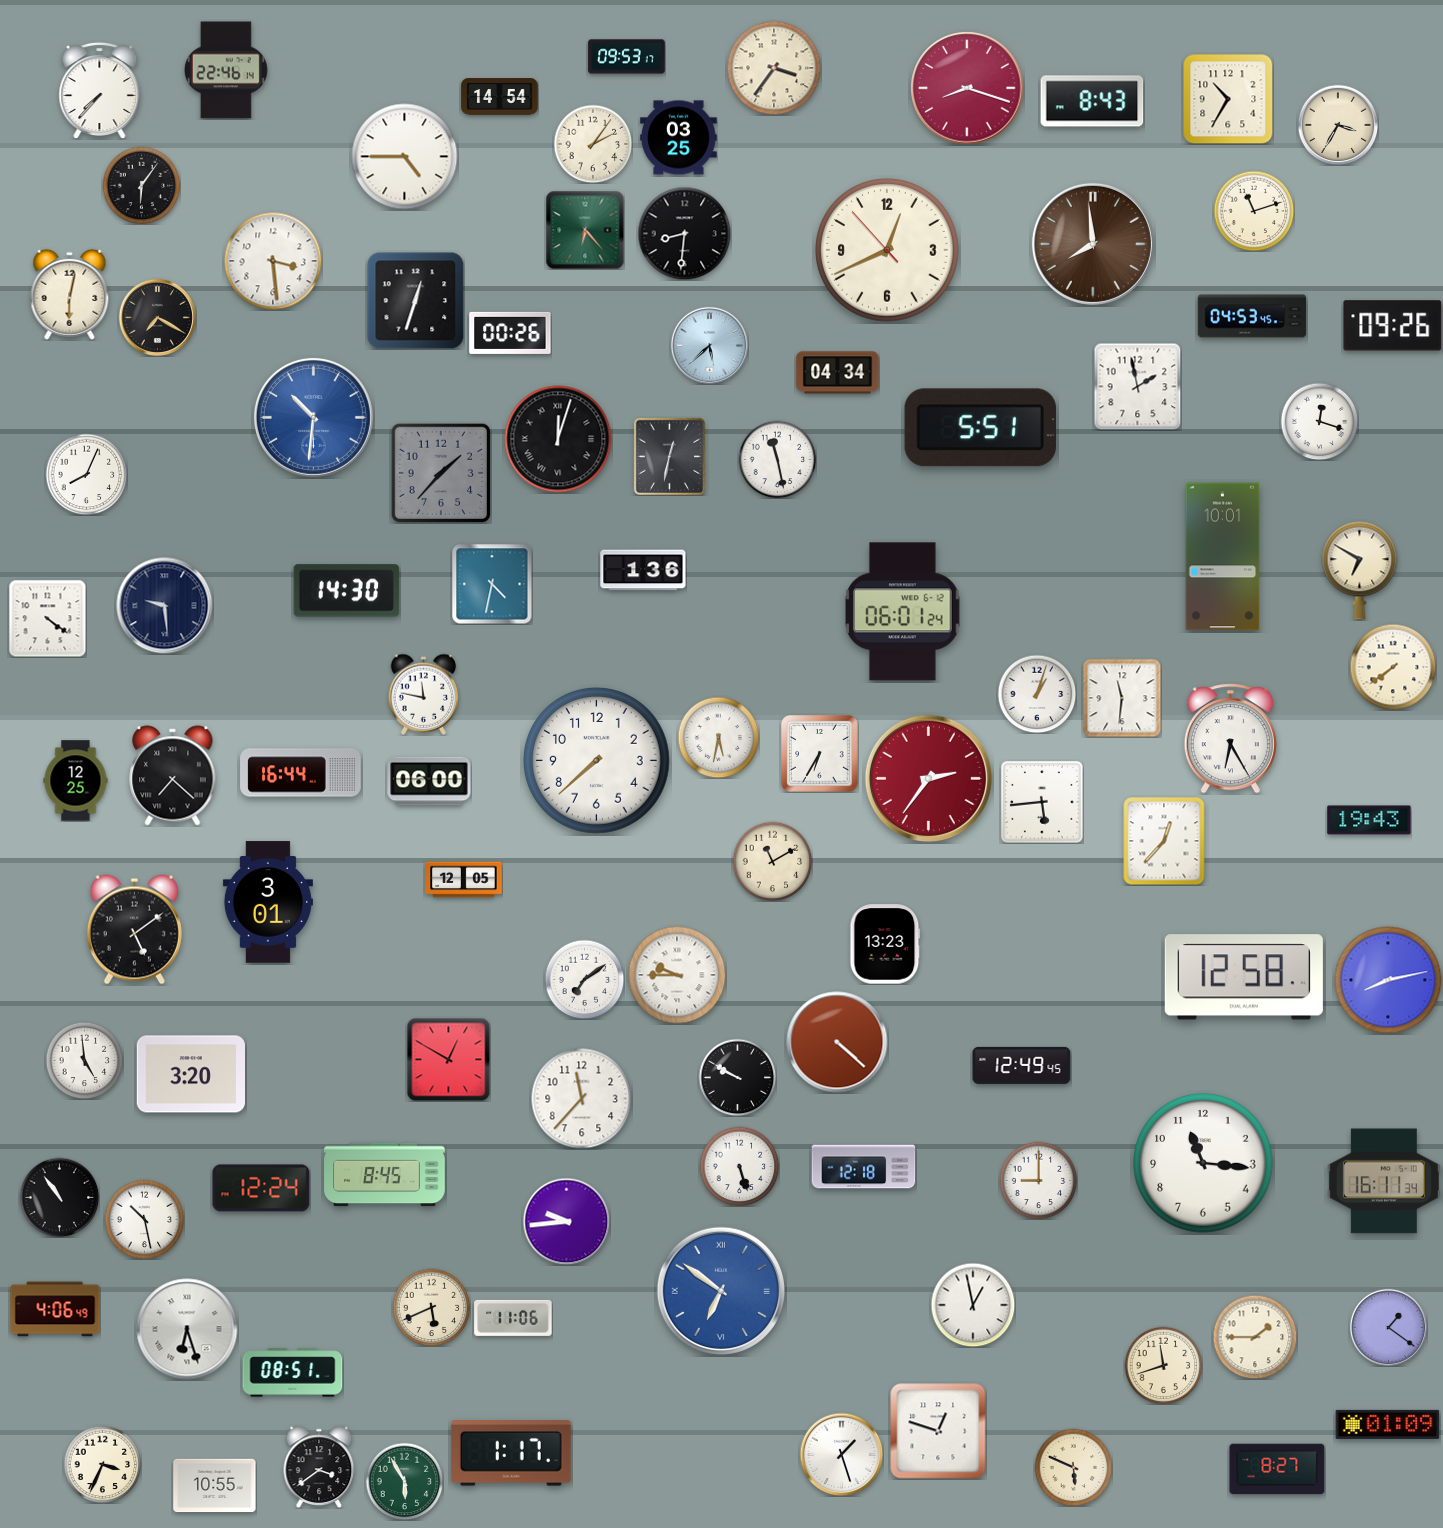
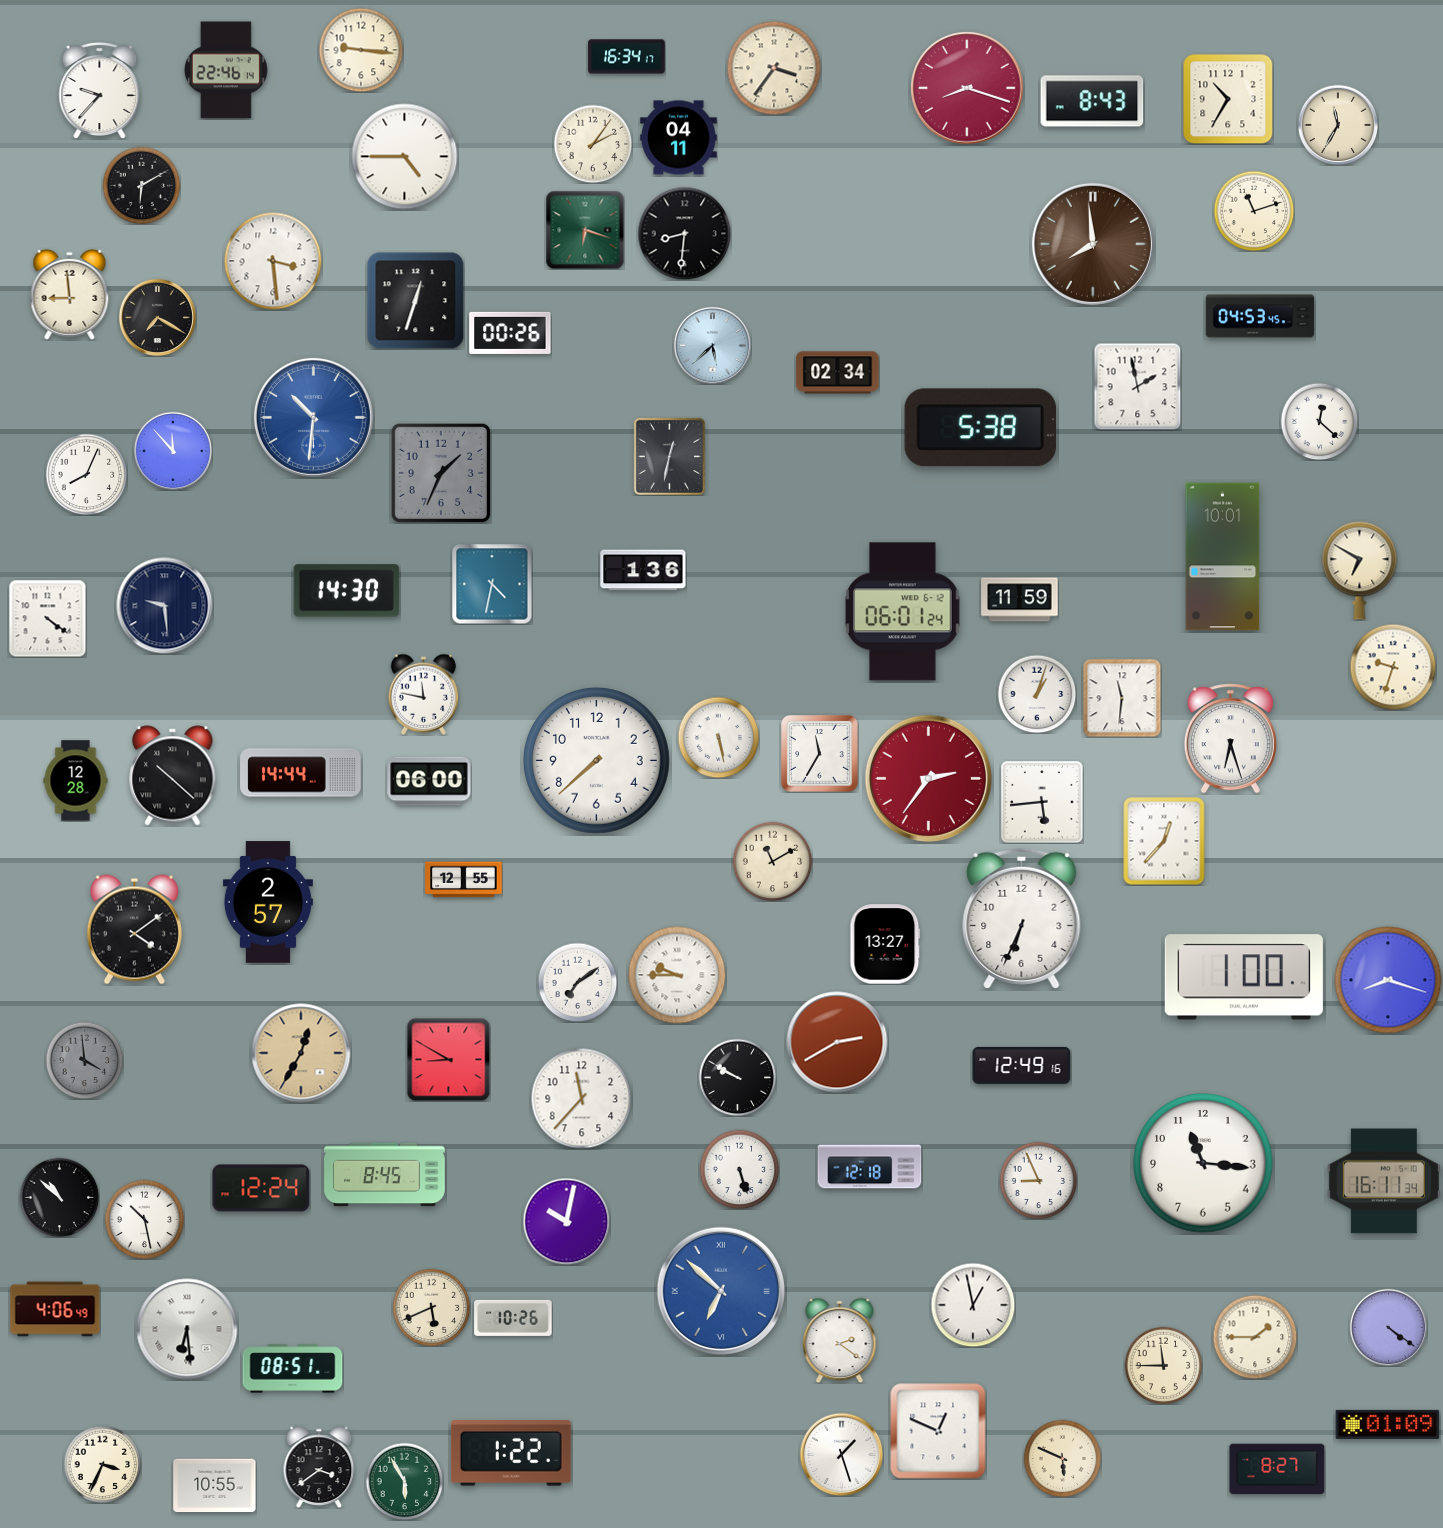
clock at (361, 50): none -> 9:16
clock at (627, 57): 09:53 -> 16:34
clock at (100, 90): 7:37 -> 9:37
clock at (500, 97): 14:54 -> none
clock at (1338, 125): 3:35 -> 11:35
clock at (679, 138): 03:25 -> 04:11
clock at (141, 185): 6:06 -> 6:10
clock at (585, 230): 6:23 -> 6:18
clock at (888, 251): 12:40 -> none
clock at (70, 294): 6:02 -> 8:59
clock at (1252, 316) position: (1252, 316) -> (1260, 316)
clock at (1393, 326): 09:26 -> none
clock at (709, 345) position: (709, 345) -> (712, 345)
clock at (838, 373): 04:34 -> 02:34
clock at (1319, 421): 12:18 -> 12:22
clock at (980, 428): 5:51 -> 5:38
clock at (558, 439): 12:03 -> none
clock at (172, 450): none -> 11:53
clock at (777, 459): 11:28 -> none
clock at (441, 473): 1:37 -> 1:34
clock at (1020, 600): none -> 11:59
clock at (1393, 667): 7:39 -> 9:33
clock at (718, 737): 5:32 -> 5:28
clock at (1230, 739): 6:25 -> 6:27
clock at (820, 754): 6:35 -> 11:35
clock at (301, 773): 16:44 -> 14:44
clock at (173, 776): 7:22 -> 10:22
clock at (76, 781): 12:25 -> 12:28
clock at (1369, 820): 19:43 -> none
clock at (464, 880): 12:05 -> 12:55
clock at (268, 902): 3:01 -> 2:57
clock at (1022, 918): none -> 6:34
clock at (134, 930): 5:09 -> 4:09
clock at (885, 944): 13:23 -> 13:27
clock at (1244, 977): 12:58 -> 1:00
clock at (584, 979) position: (584, 979) -> (577, 982)
clock at (1388, 980): 8:13 -> 8:18
clock at (837, 1042): 4:22 -> 2:40
clock at (301, 1053): none -> 12:35
clock at (448, 1059): 12:50 -> 8:50
clock at (84, 1060): 4:59 -> 3:59
clock at (84, 1060) dial: white -> grey
clock at (1022, 1065): 12:49:45 -> 12:49:16
clock at (191, 1074): 3:20 -> none
clock at (739, 1166) position: (739, 1166) -> (739, 1169)
clock at (864, 1167) position: (864, 1167) -> (870, 1167)
clock at (1038, 1180): 9:00 -> 8:56
clock at (59, 1197): 10:54 -> 10:52
clock at (566, 1221): 9:44 -> 10:02
clock at (721, 1291): 6:51 -> 6:52
clock at (513, 1318): 11:06 -> 10:26
clock at (1388, 1327): 1:21 -> 4:21
clock at (187, 1329): 6:27 -> 6:29
clock at (840, 1340): none -> 2:21
clock at (1163, 1365): 11:42 -> 11:45
clock at (293, 1373) position: (293, 1373) -> (293, 1369)
clock at (938, 1431): 12:48 -> 12:49
clock at (511, 1453): 1:17 -> 1:22
clock at (1073, 1467) position: (1073, 1467) -> (1062, 1458)
